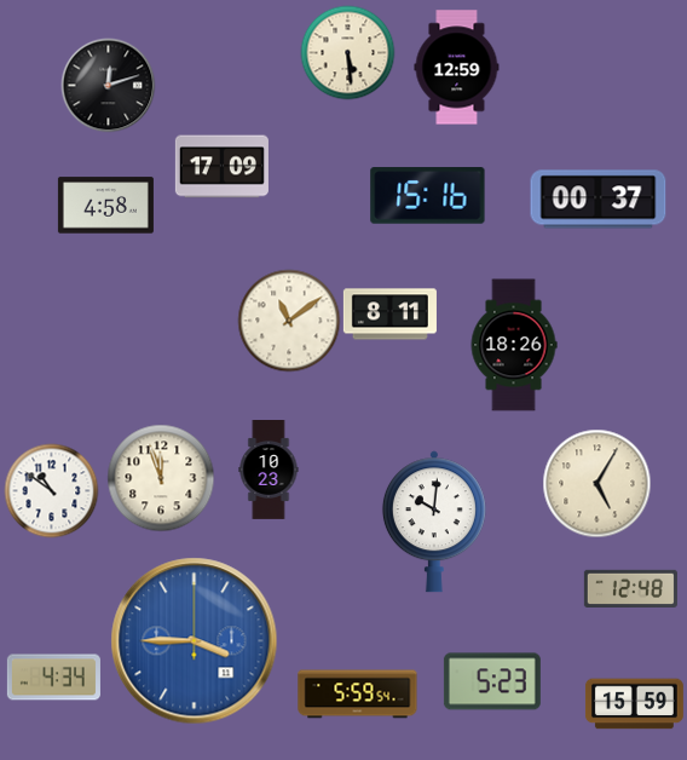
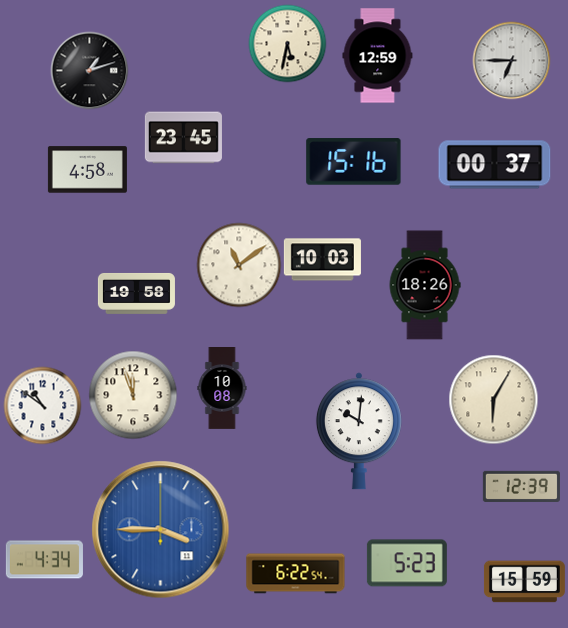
clock at (347, 52): 5:29 -> 5:32
clock at (511, 60): none -> 6:45
clock at (108, 85): 12:12 -> 1:12
clock at (221, 167): 17:09 -> 23:45
clock at (389, 315): 8:11 -> 10:03
clock at (136, 293): none -> 19:58
clock at (269, 471): 10:23 -> 10:08
clock at (596, 483): 5:05 -> 6:05
clock at (630, 588): 12:48 -> 12:39
clock at (358, 695): 5:59 -> 6:22
